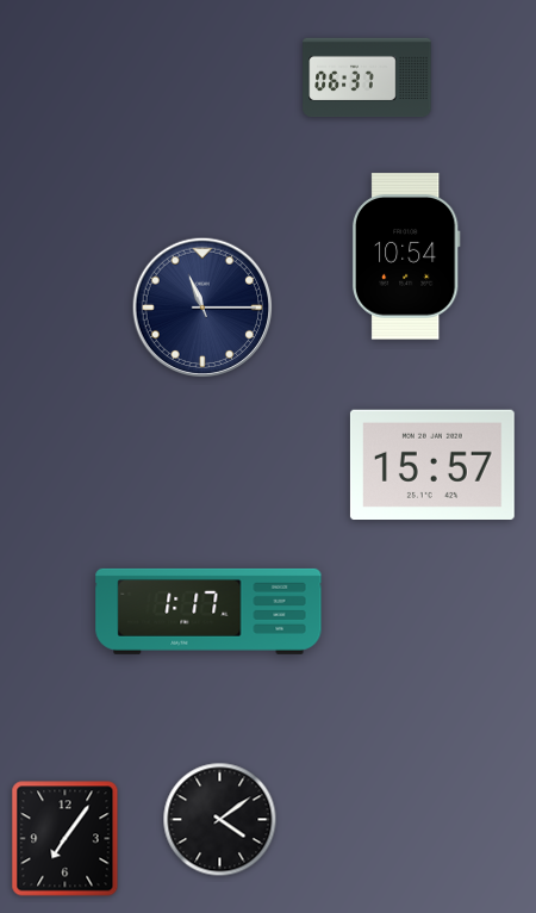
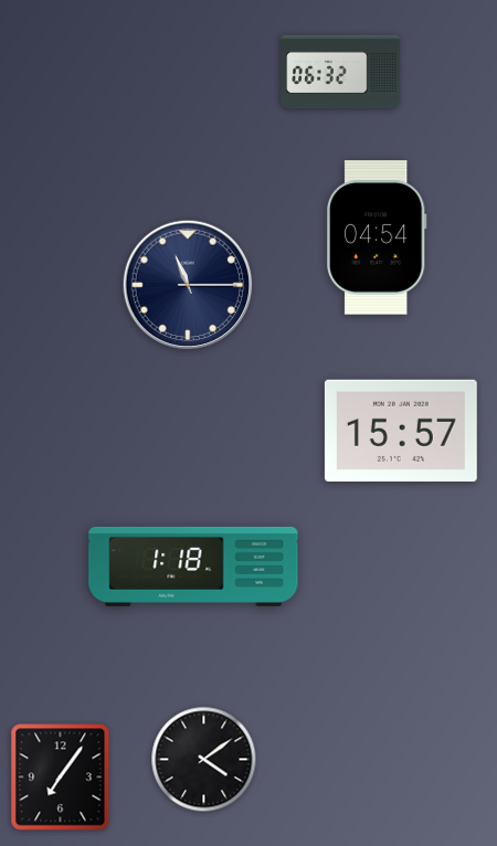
clock at (367, 77): 06:37 -> 06:32
clock at (406, 256): 10:54 -> 04:54
clock at (208, 611): 1:17 -> 1:18
